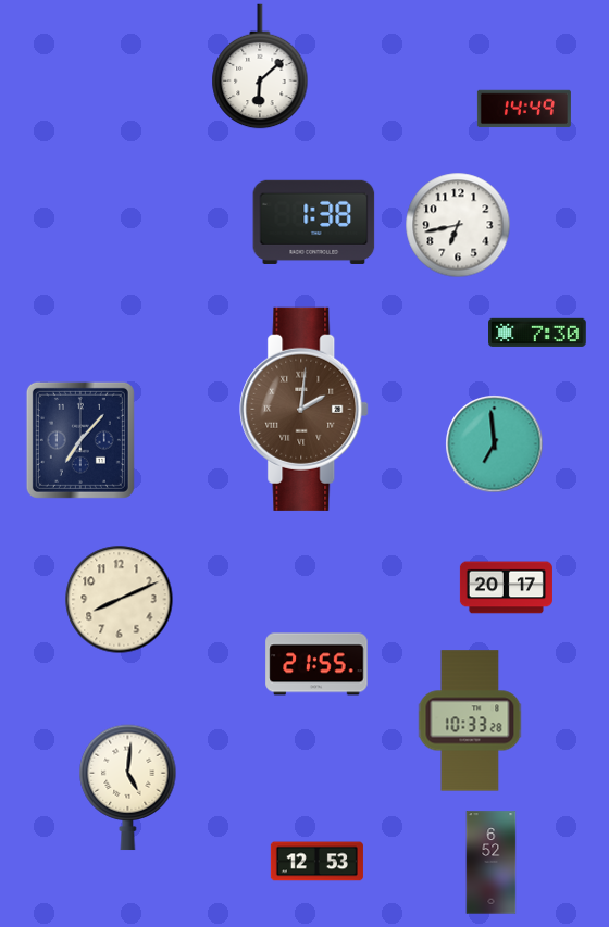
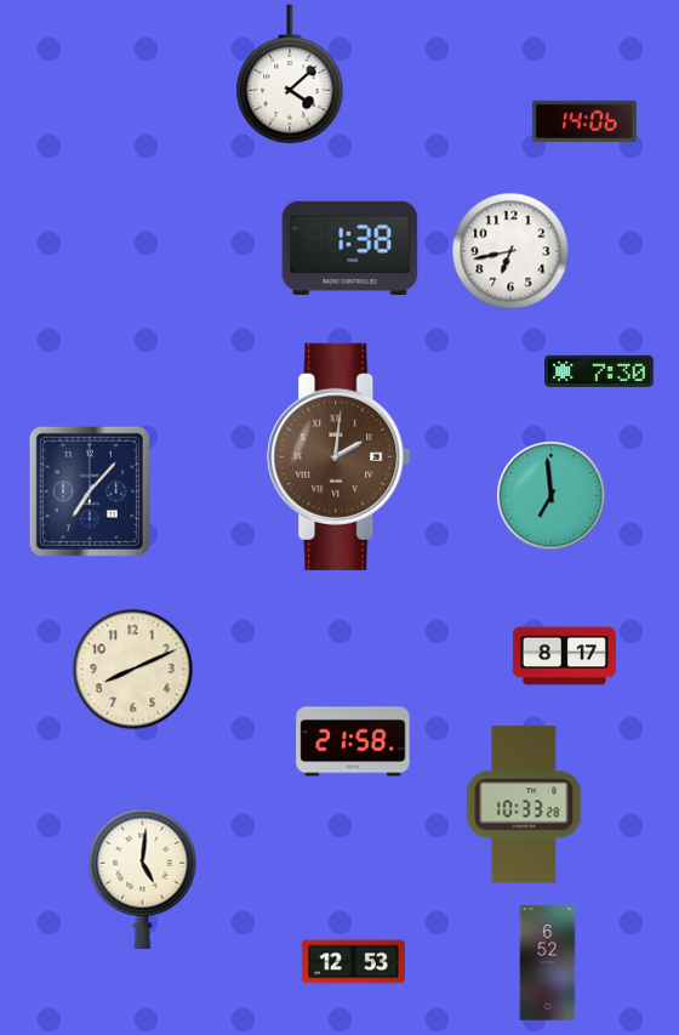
clock at (260, 66): 6:08 -> 4:08
clock at (524, 109): 14:49 -> 14:06
clock at (506, 588): 20:17 -> 8:17
clock at (316, 664): 21:55 -> 21:58
